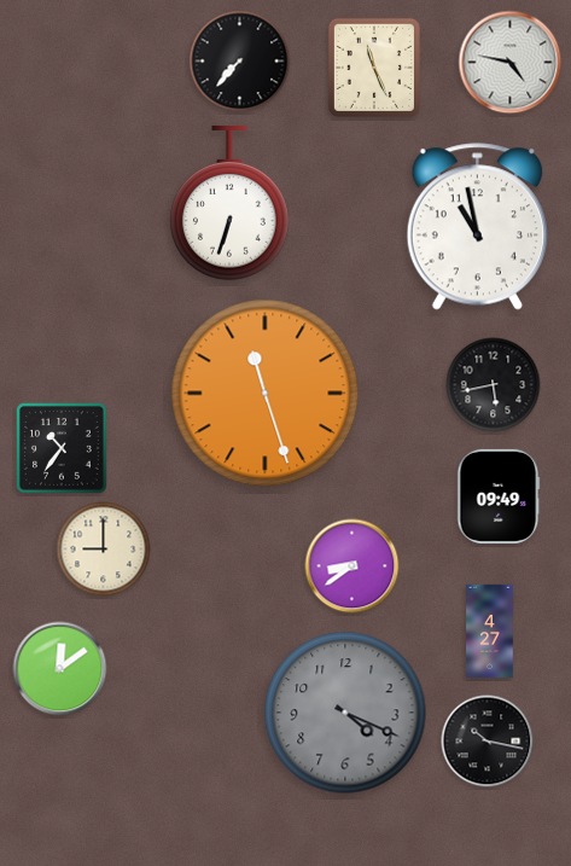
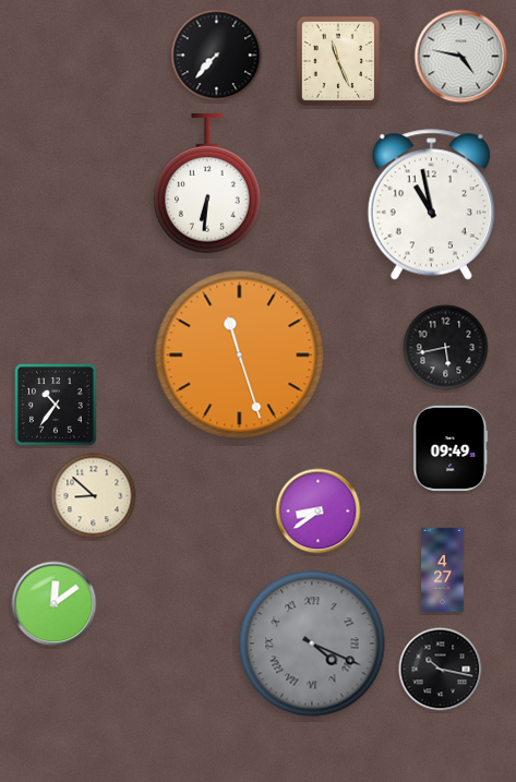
clock at (231, 204): 6:33 -> 6:31
clock at (104, 550): 9:00 -> 8:52
clock at (345, 713) numerals: Arabic -> Roman
